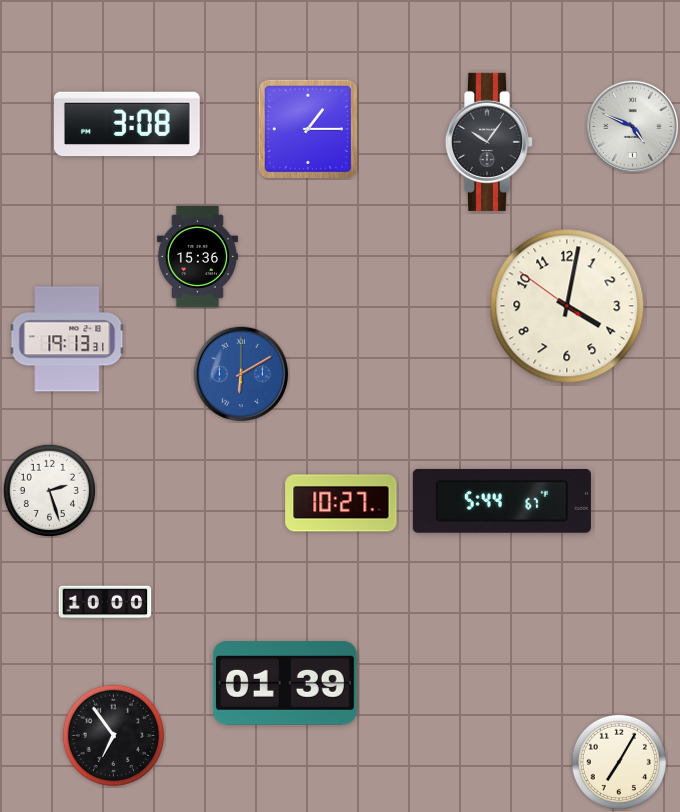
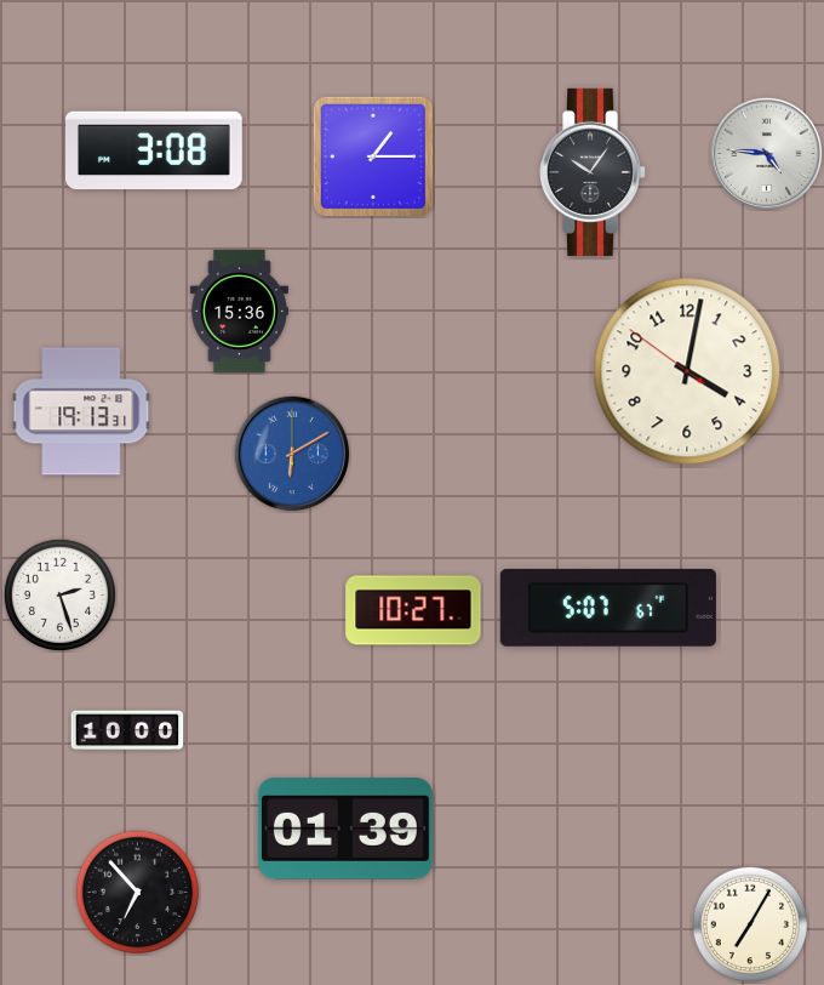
clock at (632, 126): 4:49 -> 4:46
clock at (502, 501): 5:44 -> 5:07
clock at (114, 736): 6:54 -> 6:53
